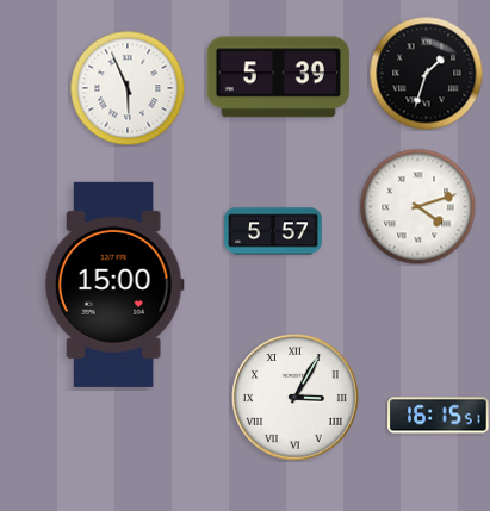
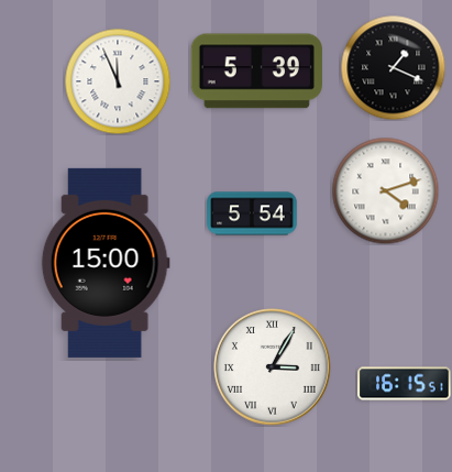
clock at (426, 73): 1:33 -> 1:19
clock at (128, 88): 5:56 -> 11:56
clock at (273, 231): 5:57 -> 5:54
